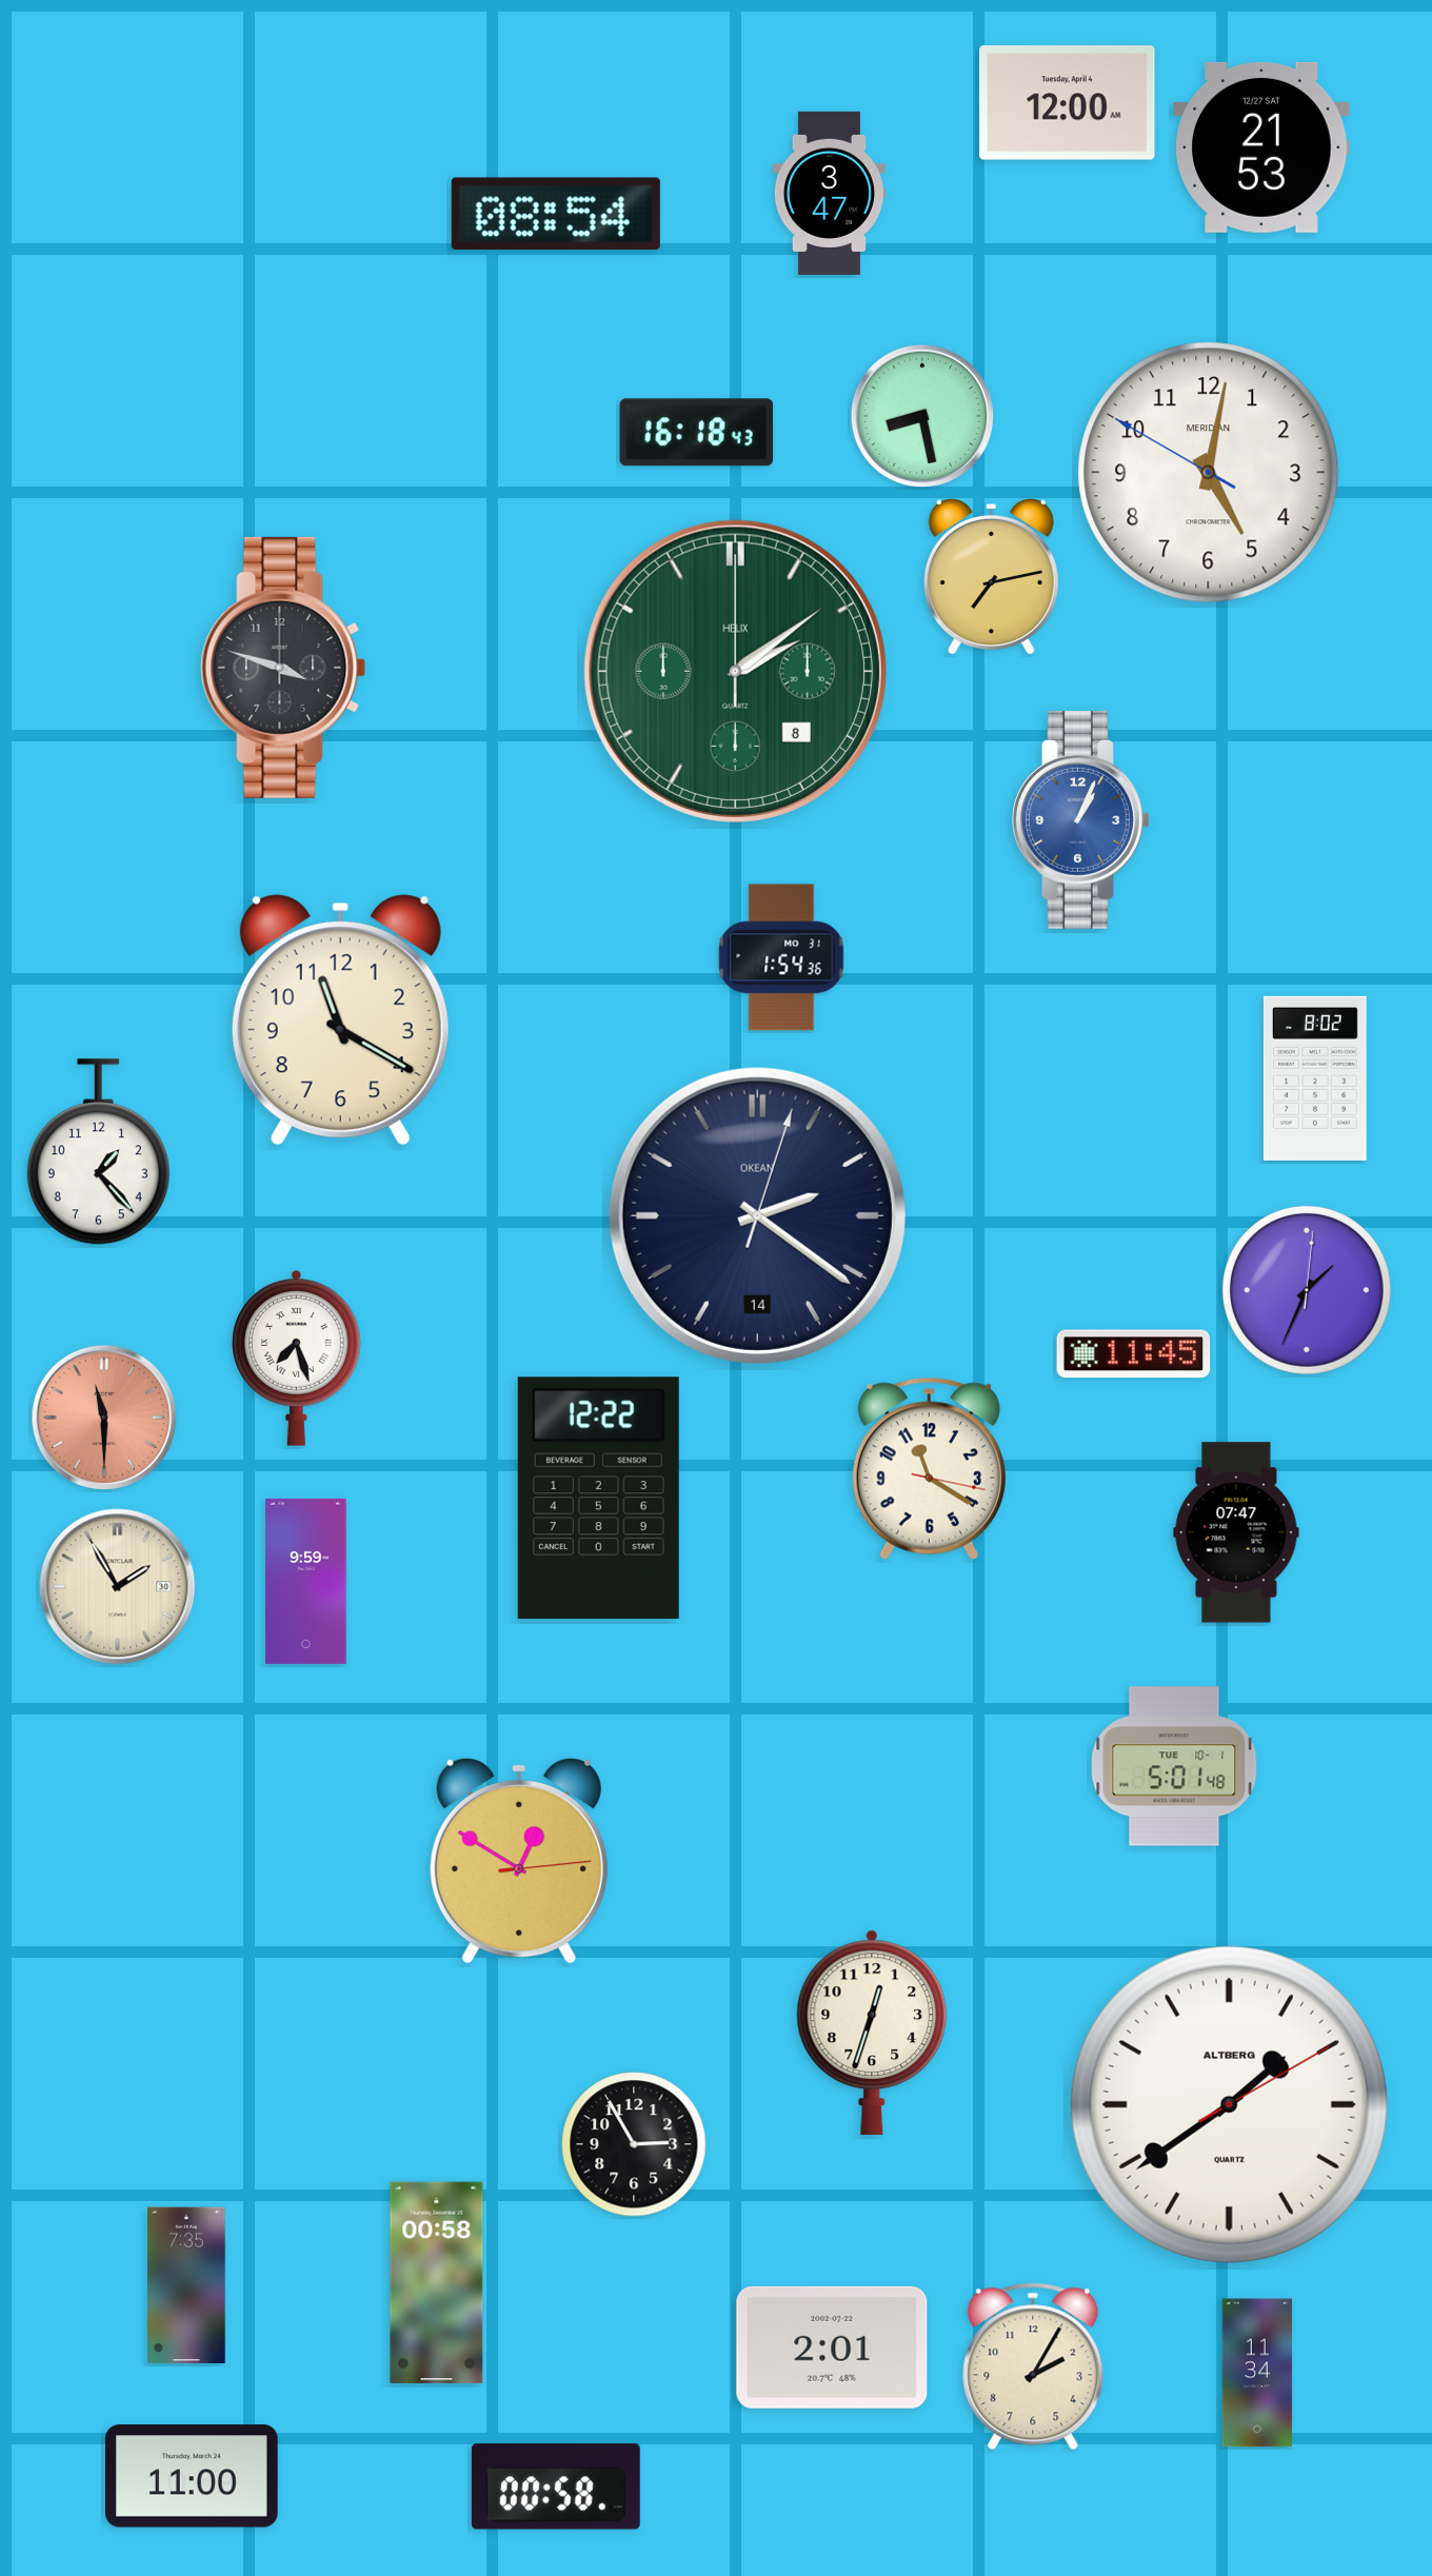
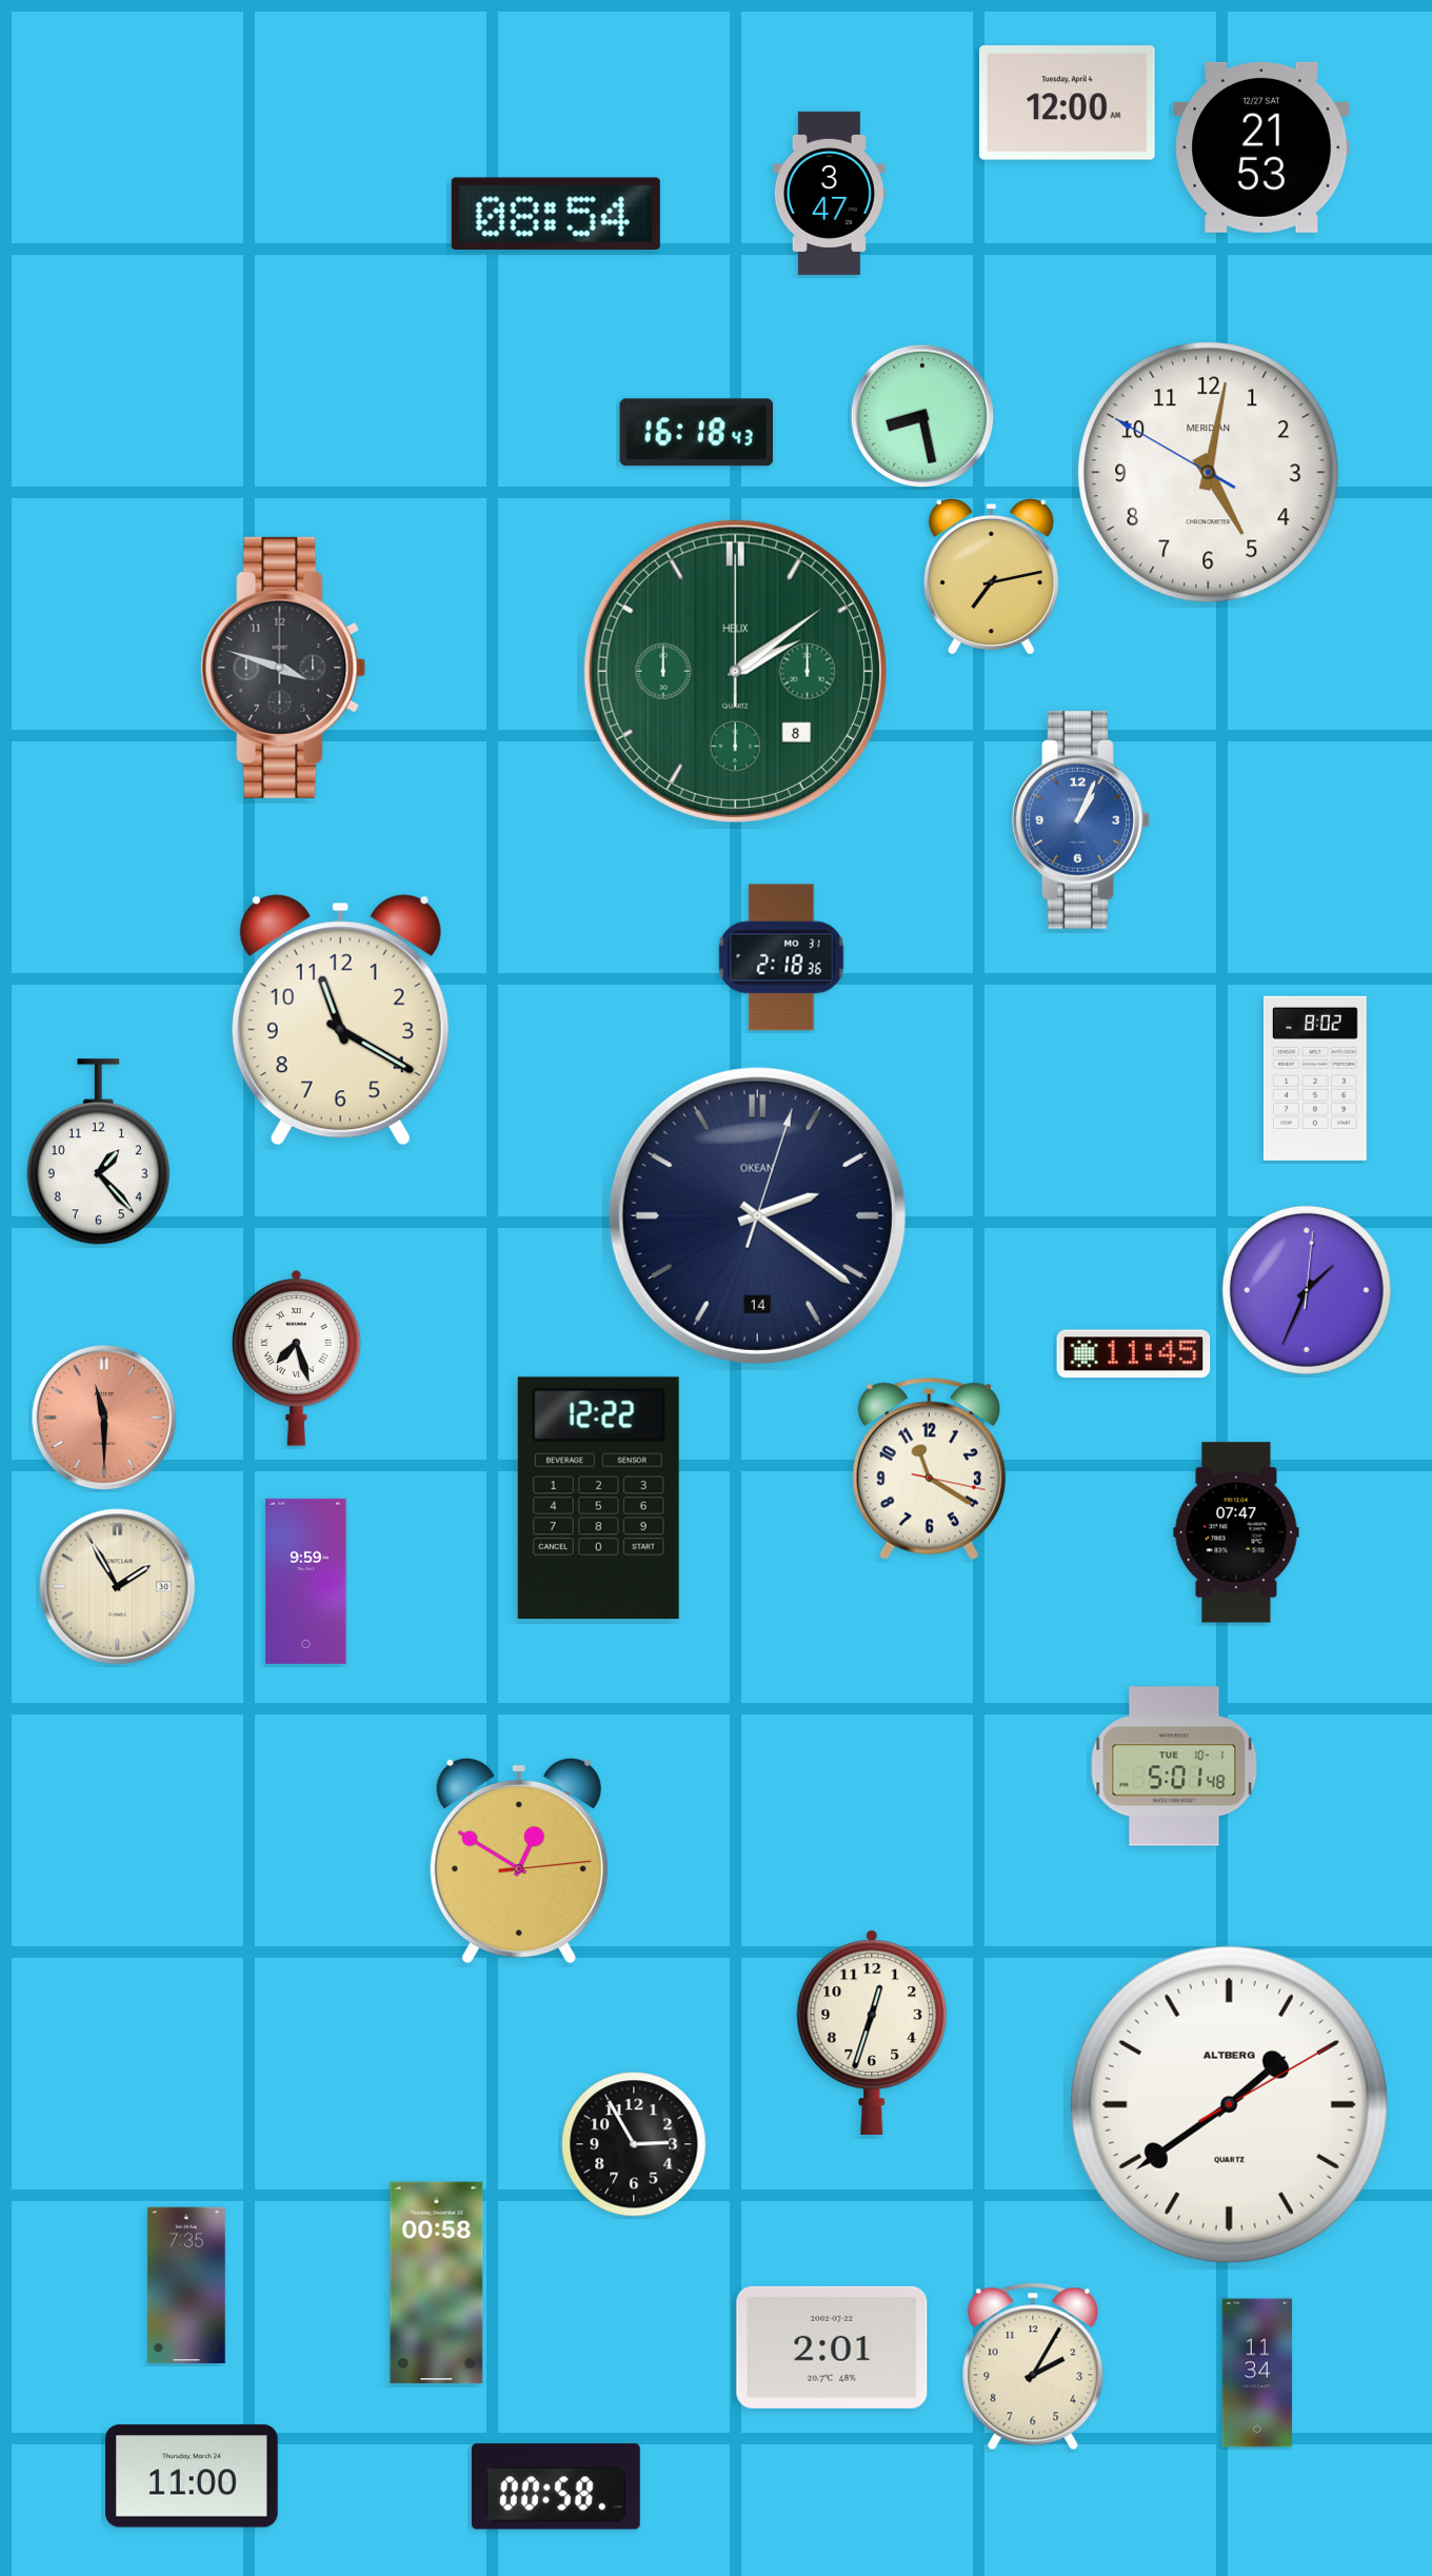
clock at (781, 957): 1:54 -> 2:18
